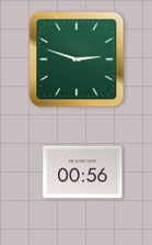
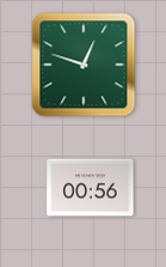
clock at (77, 59): 2:48 -> 12:48
